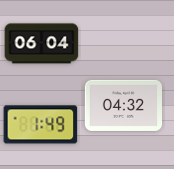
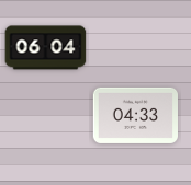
clock at (123, 105): 04:32 -> 04:33
clock at (41, 125): 1:49 -> none
